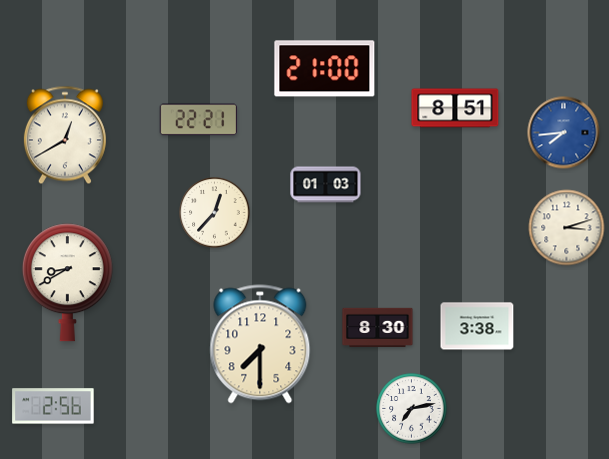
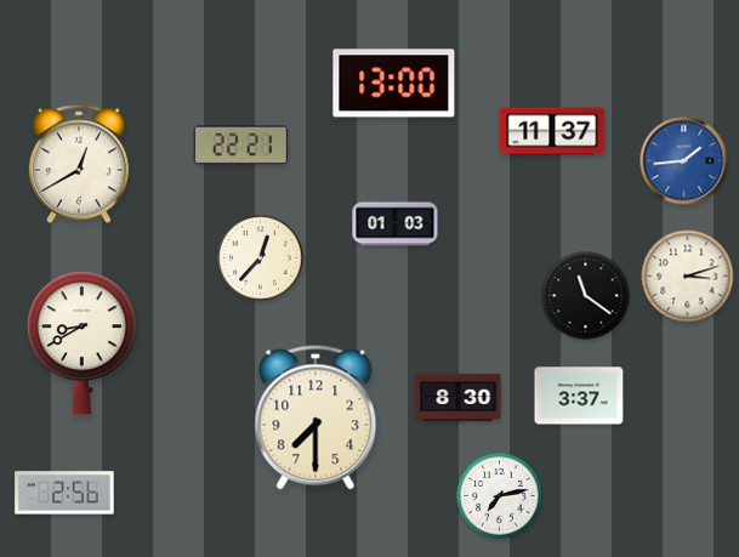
clock at (325, 69): 21:00 -> 13:00
clock at (455, 108): 8:51 -> 11:37
clock at (564, 133): 7:44 -> 1:44
clock at (586, 296): none -> 11:21
clock at (477, 326): 3:38 -> 3:37
